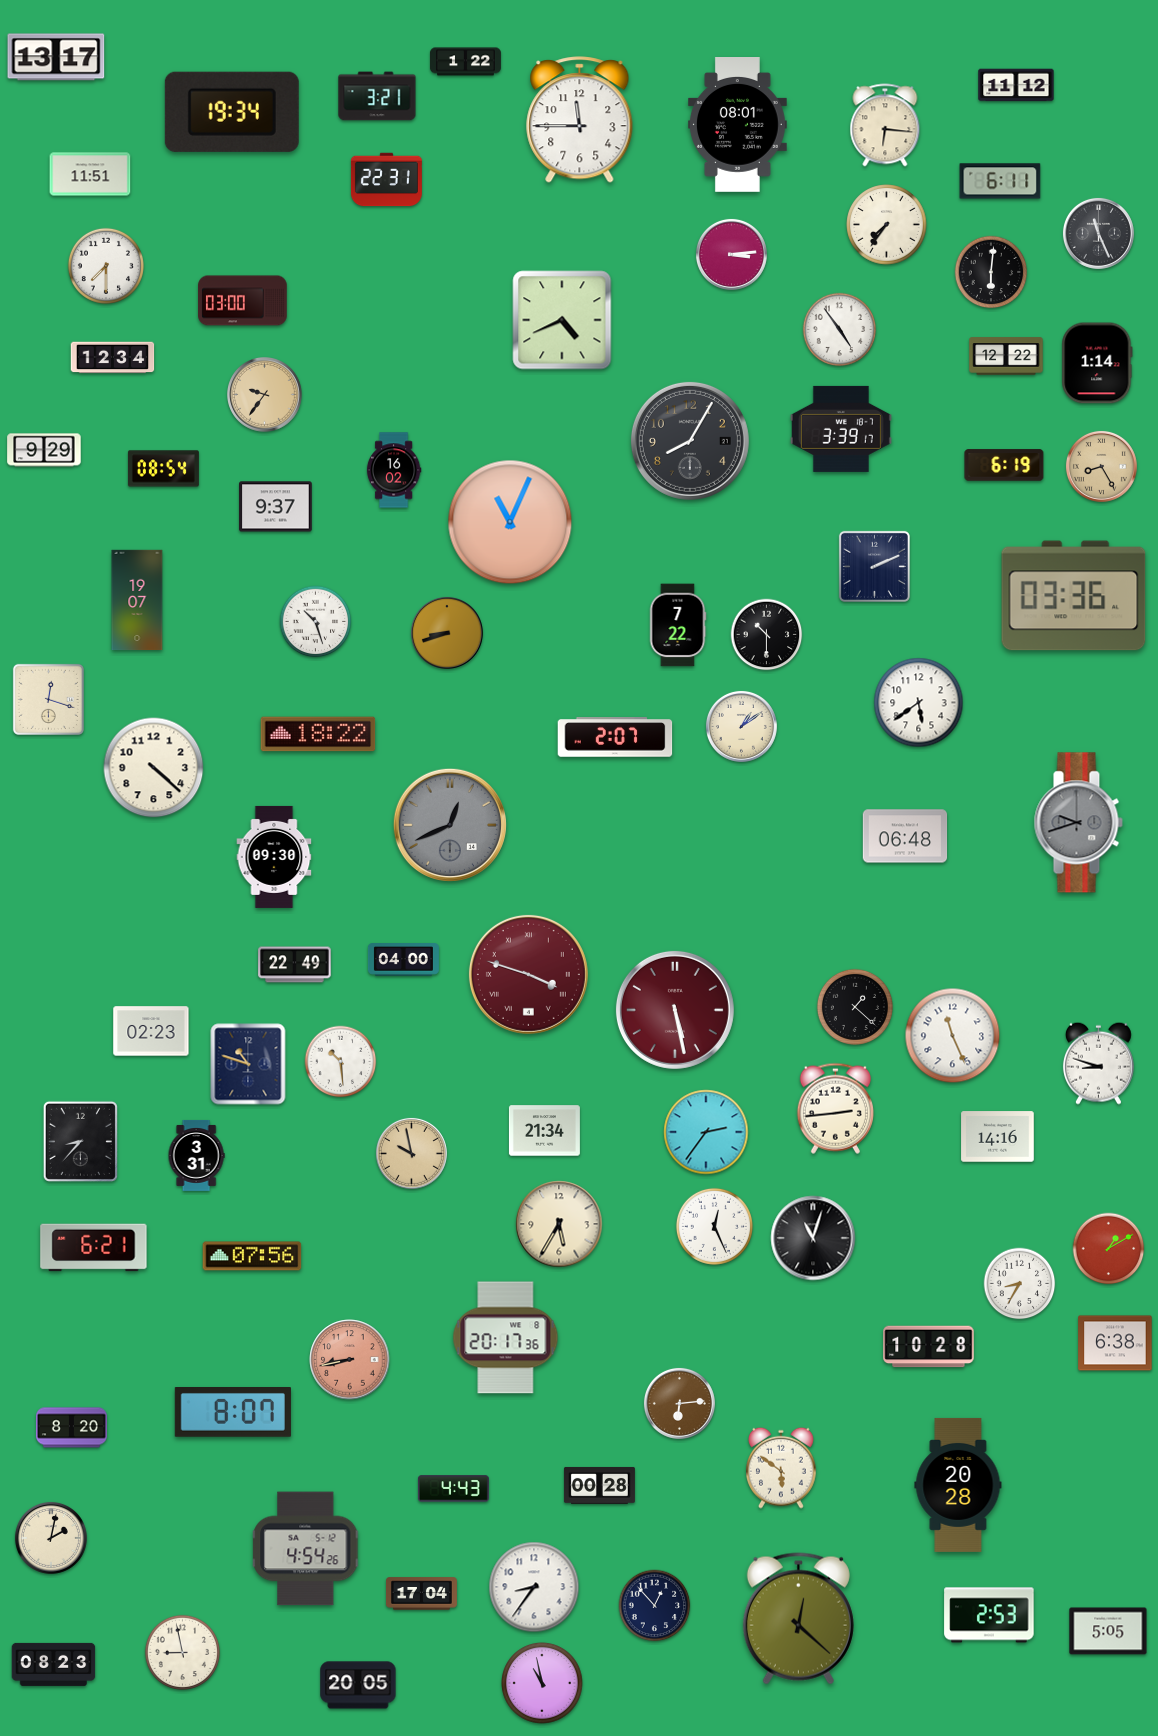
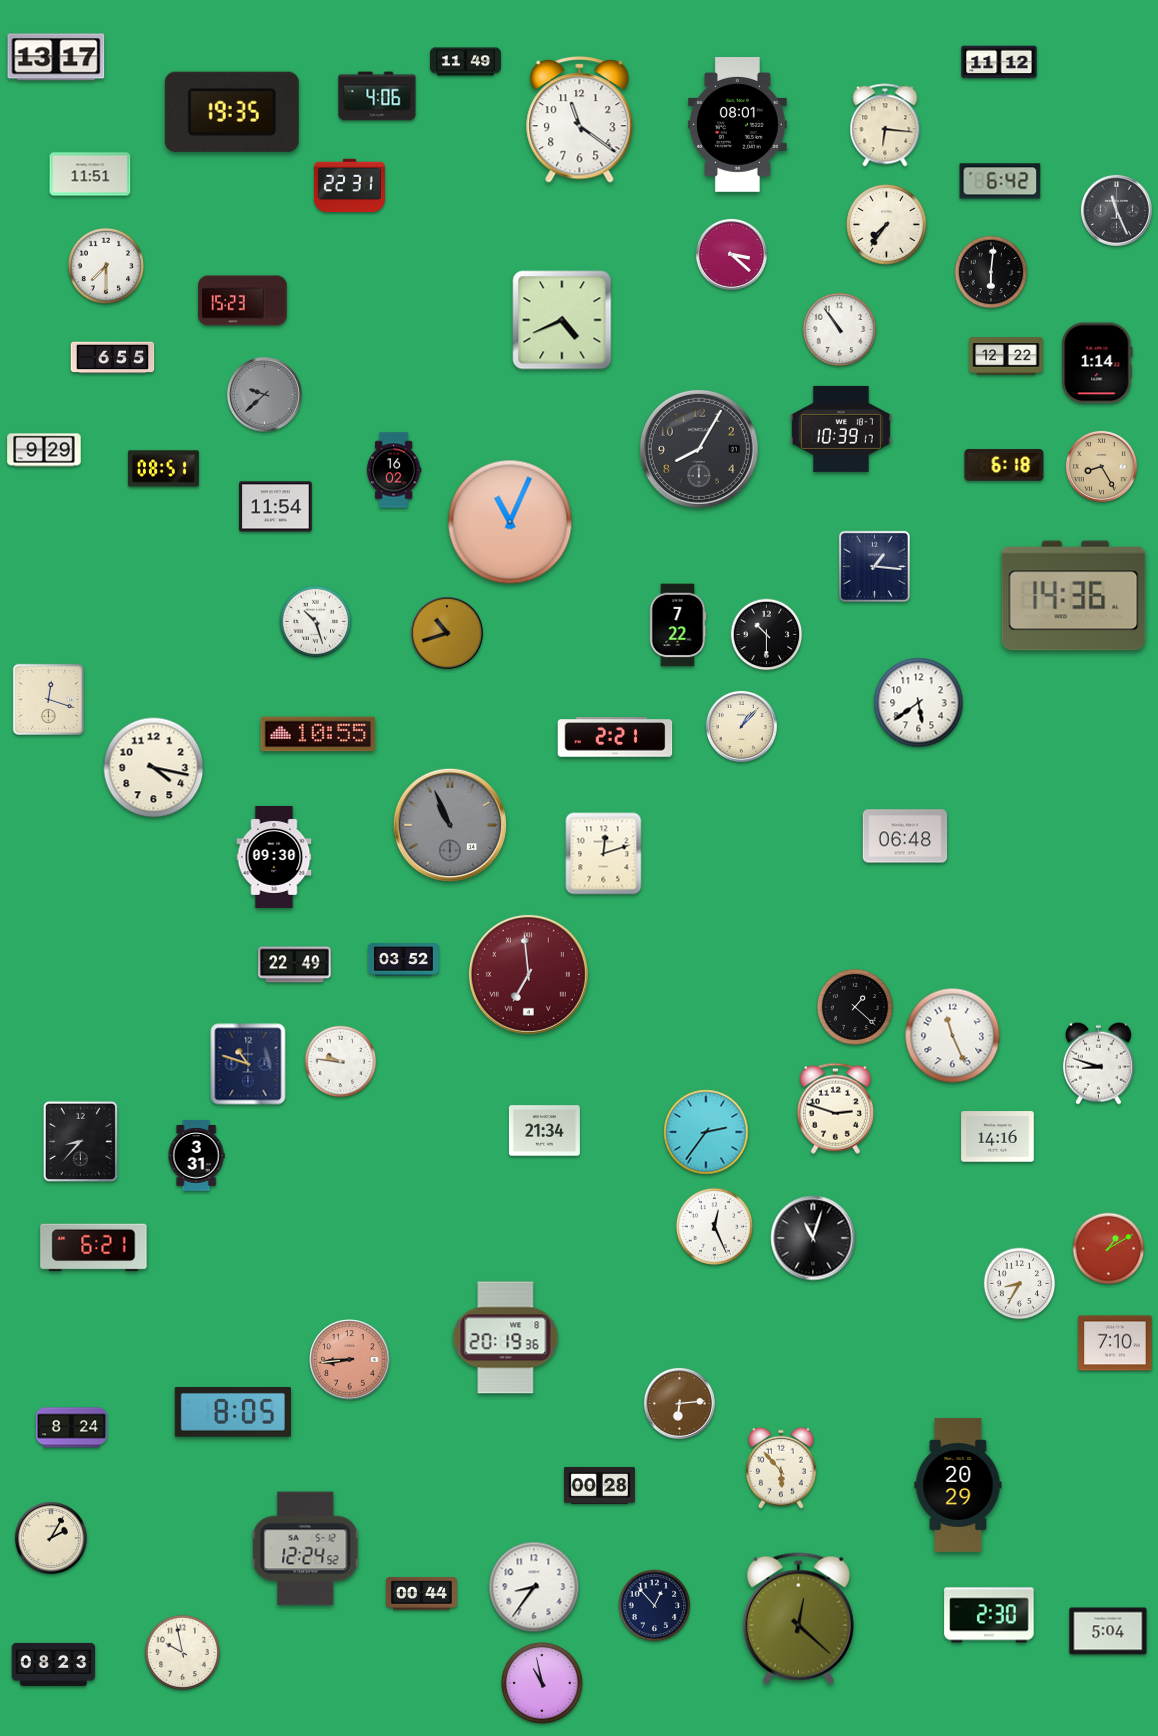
clock at (465, 62): 1:22 -> 11:49
clock at (1016, 85) position: (1016, 85) -> (999, 62)
clock at (377, 96): 3:21 -> 4:06
clock at (232, 112): 19:34 -> 19:35
clock at (580, 120): 11:45 -> 11:21
clock at (386, 180) position: (386, 180) -> (349, 186)
clock at (1000, 181): 6:11 -> 6:42
clock at (1098, 233) position: (1098, 233) -> (1116, 210)
clock at (731, 254): 3:14 -> 3:22
clock at (243, 301): 03:00 -> 15:23
clock at (840, 330): 4:54 -> 10:54
clock at (113, 358): 12:34 -> 6:55
clock at (265, 395): 9:36 -> 9:38
clock at (265, 395) dial: champagne -> grey
clock at (841, 429): 3:39 -> 10:39
clock at (690, 441) position: (690, 441) -> (699, 449)
clock at (1004, 465): 6:19 -> 6:18
clock at (163, 469): 08:54 -> 08:51
clock at (276, 507): 9:37 -> 11:54
clock at (874, 566): 2:11 -> 1:16
clock at (1074, 596): 03:36 -> 14:36
clock at (137, 600): 19:07 -> none
clock at (447, 633): 8:42 -> 10:42
clock at (741, 726): 1:09 -> 1:07
clock at (318, 734): 18:22 -> 10:55
clock at (615, 737): 2:07 -> 2:21
clock at (154, 768): 4:22 -> 4:17
clock at (1078, 823): 9:42 -> none
clock at (450, 825): 12:41 -> 10:56
clock at (604, 854): none -> 12:12
clock at (403, 960): 04:00 -> 03:52
clock at (528, 974): 3:48 -> 6:59
clock at (675, 1010): 5:28 -> none
clock at (151, 1031): 02:23 -> none
clock at (341, 1062): 10:29 -> 9:46
clock at (835, 1108): 2:44 -> 2:48
clock at (411, 1153): 9:58 -> none
clock at (559, 1224): 5:35 -> none
clock at (252, 1256): 07:56 -> none
clock at (506, 1338): 20:17 -> 20:19
clock at (1115, 1343): 6:38 -> 7:10
clock at (929, 1347): 10:28 -> none
clock at (350, 1360): 8:43 -> 8:44
clock at (233, 1412): 8:07 -> 8:05
clock at (71, 1428): 8:20 -> 8:24
clock at (782, 1468): 5:51 -> 5:53
clock at (958, 1485): 20:28 -> 20:29
clock at (453, 1489): 4:43 -> none
clock at (51, 1538): 2:02 -> 2:05
clock at (306, 1549): 4:54 -> 12:24
clock at (421, 1594): 17:04 -> 00:44
clock at (989, 1615): 2:53 -> 2:30
clock at (1108, 1631): 5:05 -> 5:04
clock at (182, 1652): 8:58 -> 9:58
clock at (358, 1685): 20:05 -> none
